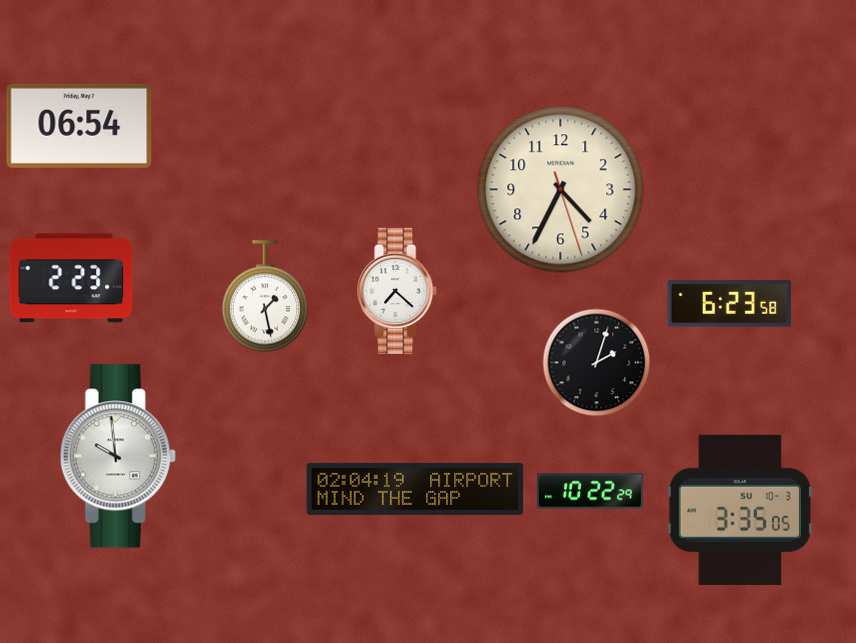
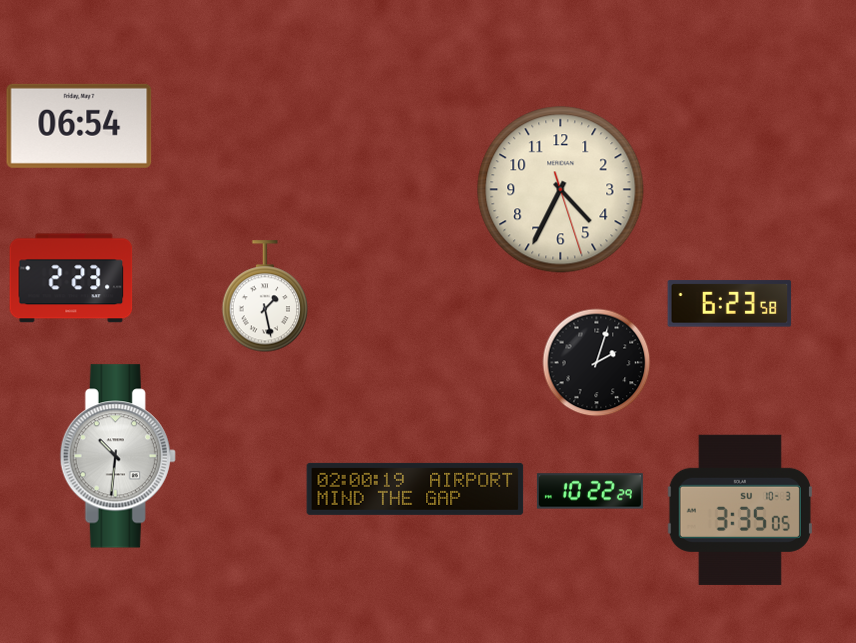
clock at (398, 290): 7:22 -> none
clock at (118, 456): 9:59 -> 10:31
clock at (415, 489): 02:04 -> 02:00
